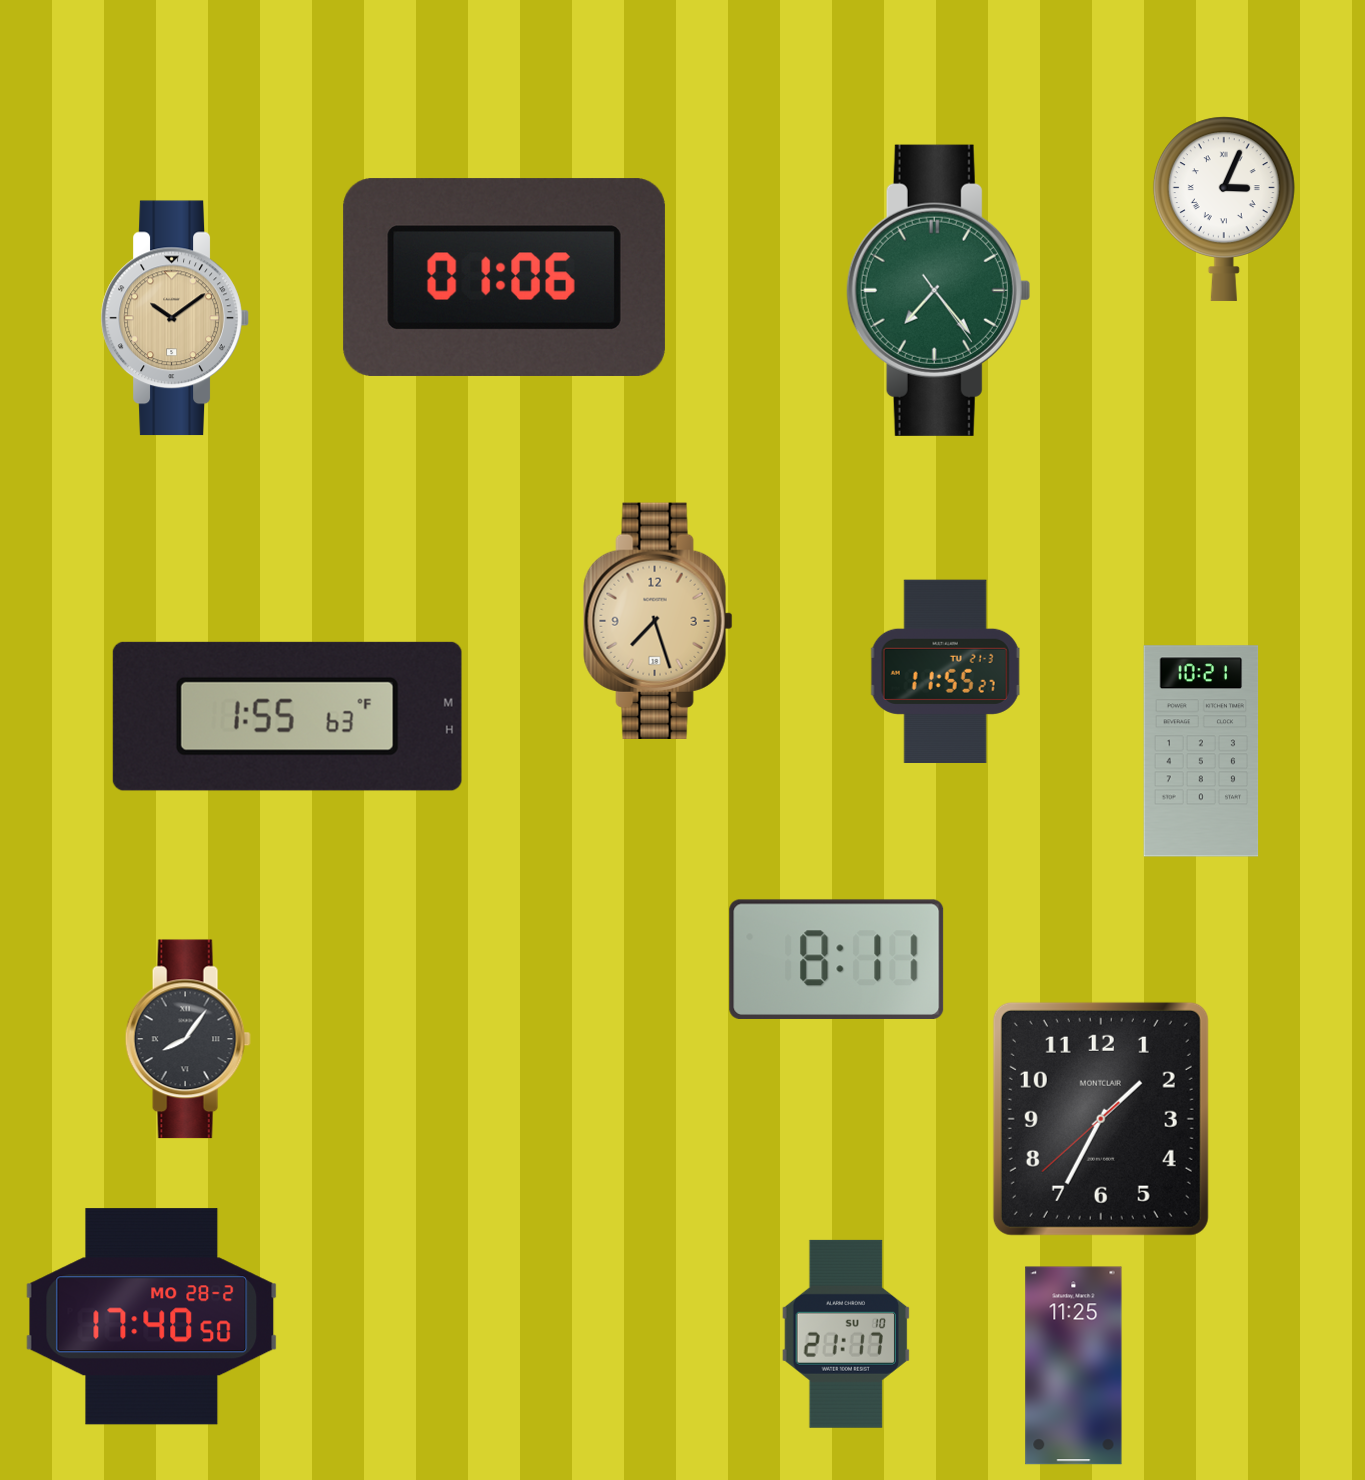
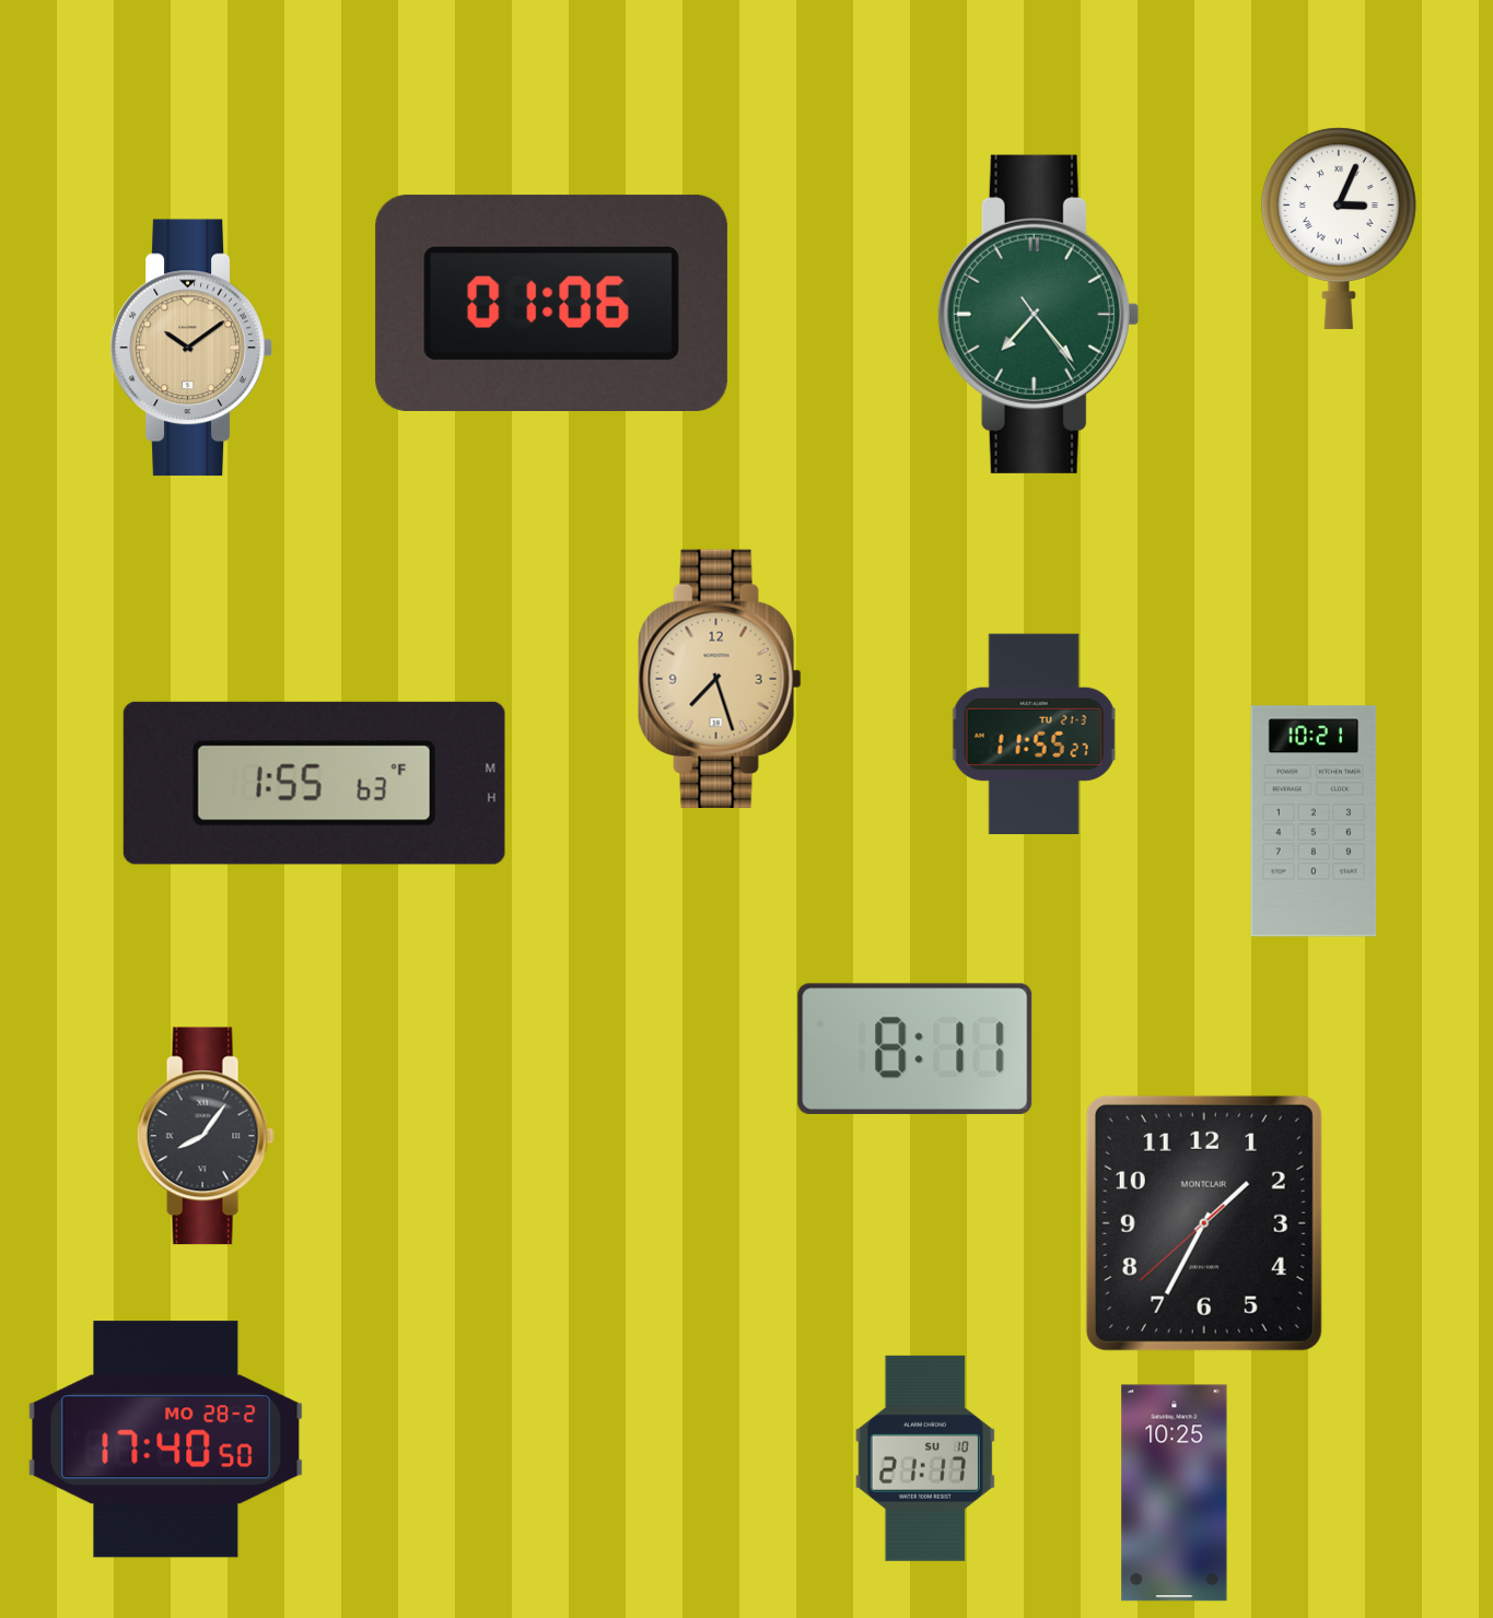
clock at (938, 290) position: (938, 290) -> (1038, 314)
clock at (1074, 1366): 11:25 -> 10:25
